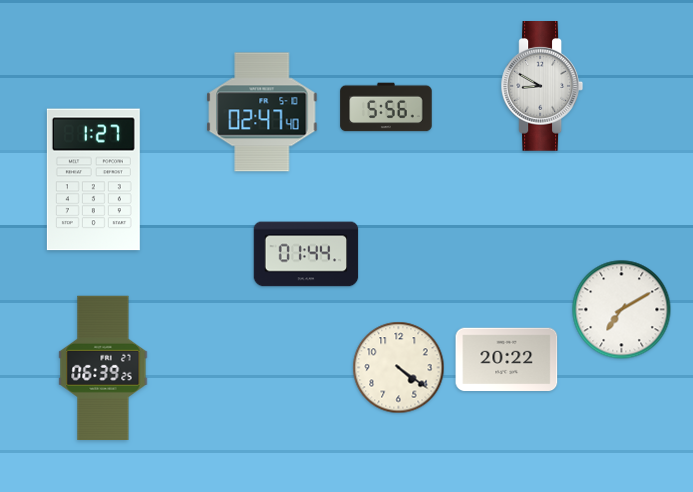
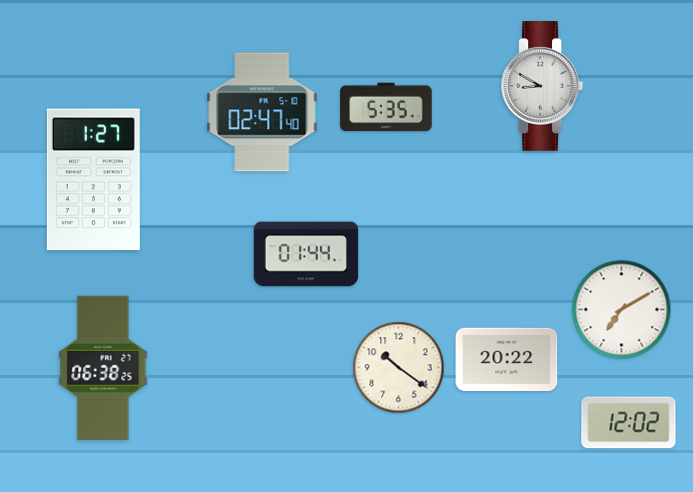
clock at (386, 107): 5:56 -> 5:35
clock at (103, 367): 06:39 -> 06:38
clock at (399, 368): 4:21 -> 10:21
clock at (629, 423): none -> 12:02
